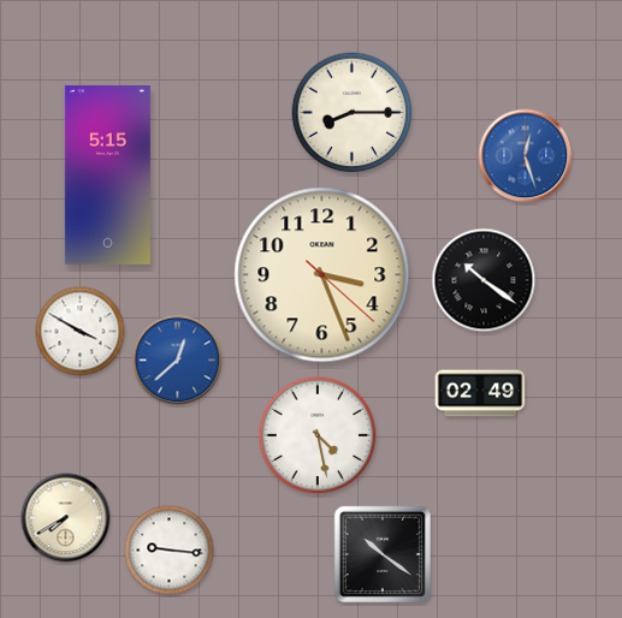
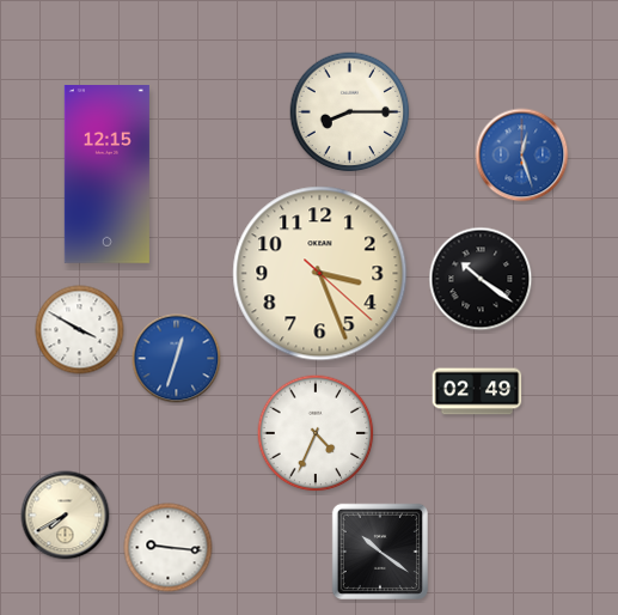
clock at (107, 176): 5:15 -> 12:15
clock at (178, 361): 12:38 -> 12:33
clock at (318, 435): 4:28 -> 4:34
